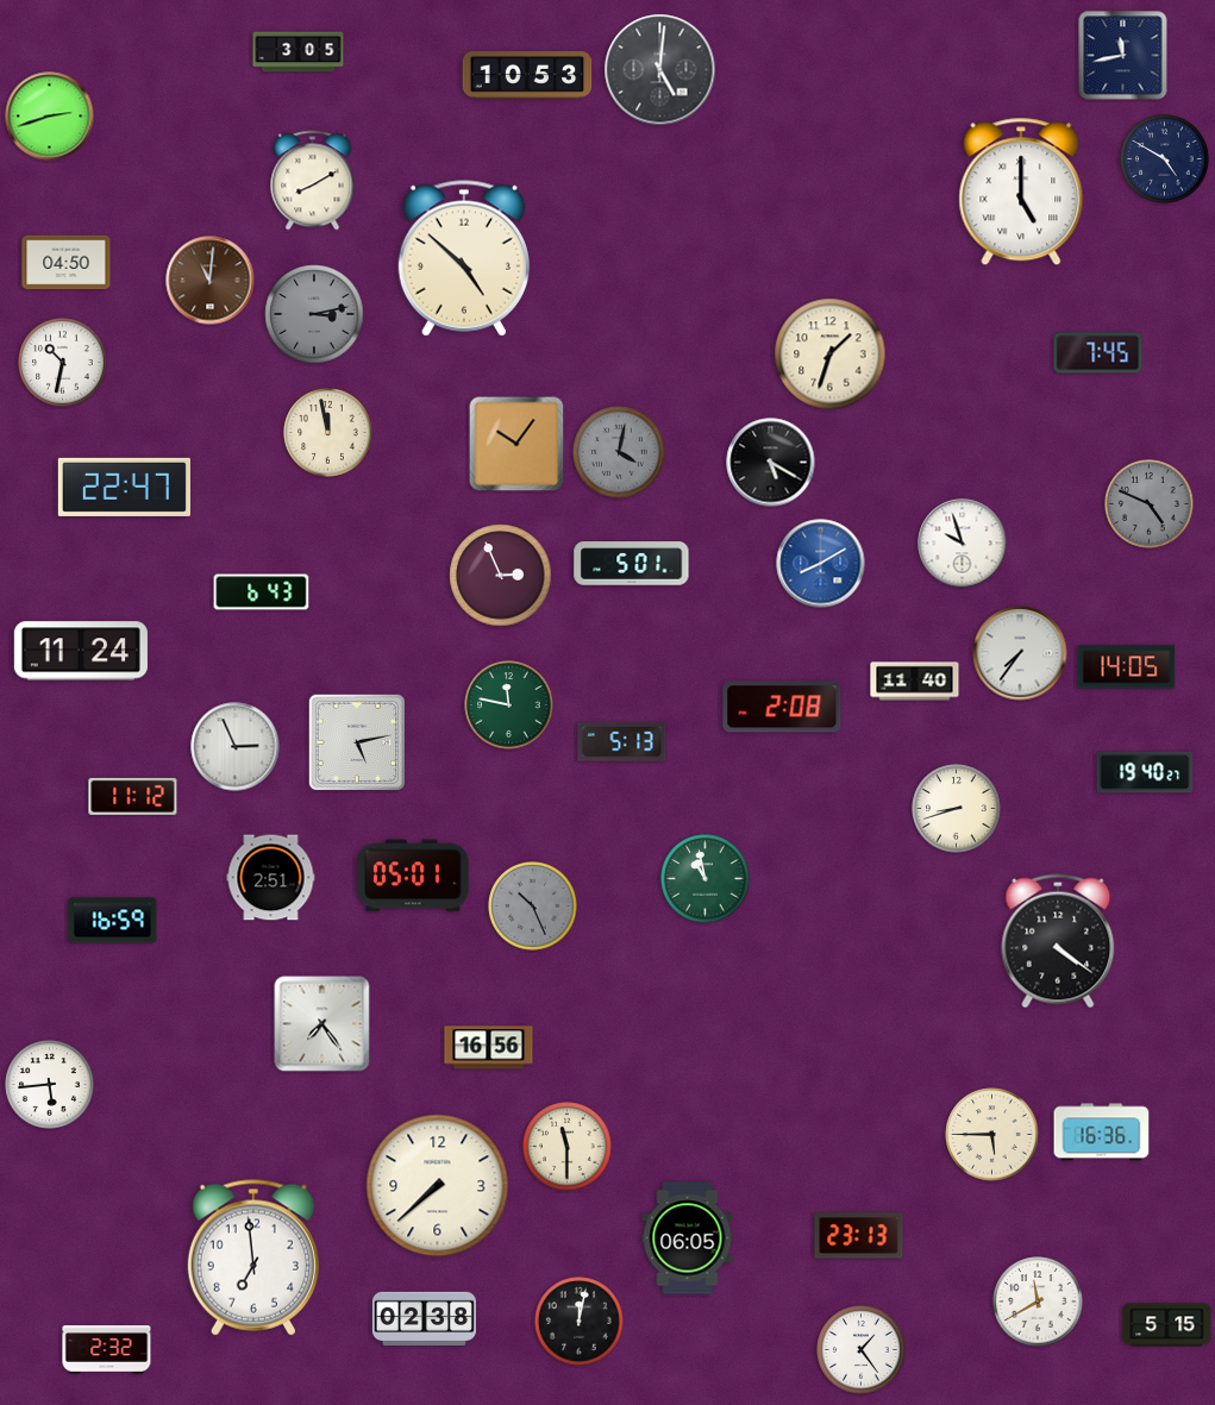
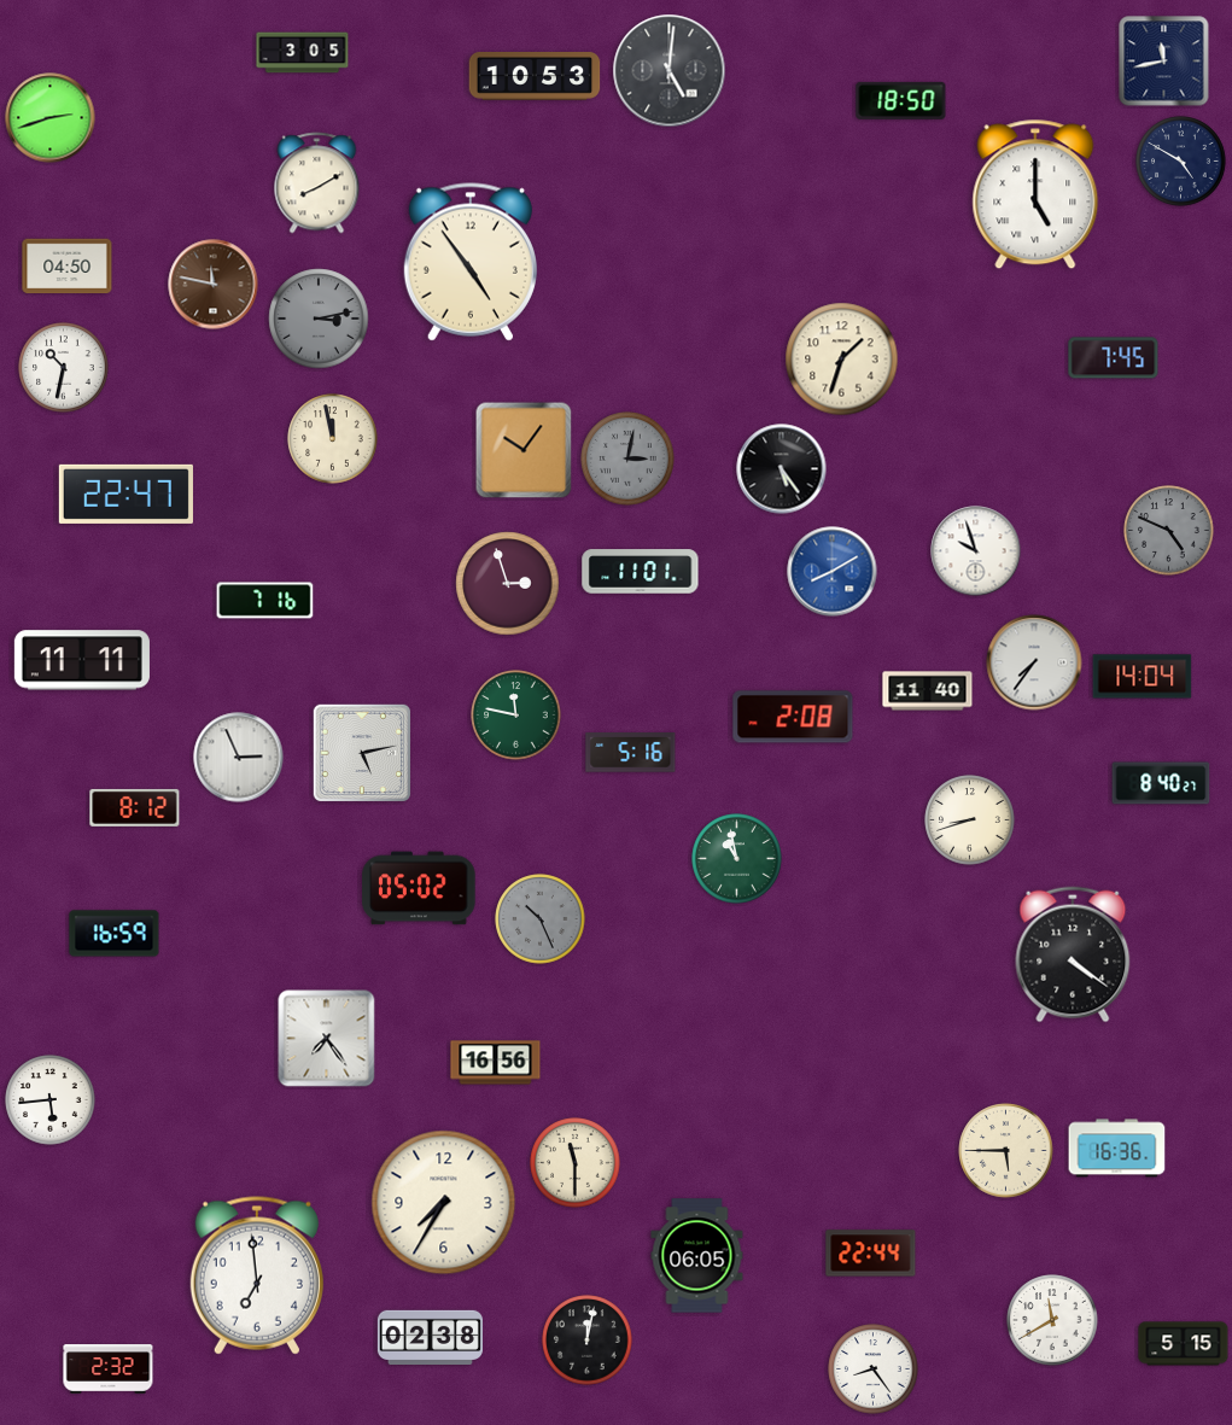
clock at (1123, 56) position: (1123, 56) -> (1164, 62)
clock at (901, 100): none -> 18:50
clock at (464, 258): 4:52 -> 4:54
clock at (211, 281): 11:01 -> 11:47
clock at (619, 452): 4:02 -> 3:02
clock at (771, 463): 5:20 -> 5:24
clock at (1150, 504) position: (1150, 504) -> (1169, 531)
clock at (632, 564): 5:01 -> 11:01
clock at (501, 576): 2:56 -> 2:57
clock at (262, 592): 6:43 -> 7:16
clock at (81, 651): 11:24 -> 11:11
clock at (1127, 667): 14:05 -> 14:04
clock at (622, 742): 5:13 -> 5:16
clock at (1145, 772): 19:40 -> 8:40
clock at (133, 796): 11:12 -> 8:12
clock at (413, 876): 05:01 -> 05:02
clock at (271, 878): 2:51 -> none
clock at (706, 879) position: (706, 879) -> (737, 859)
clock at (438, 1186): 7:38 -> 7:35
clock at (859, 1236): 23:13 -> 22:44
clock at (862, 1350): 1:24 -> 8:24
